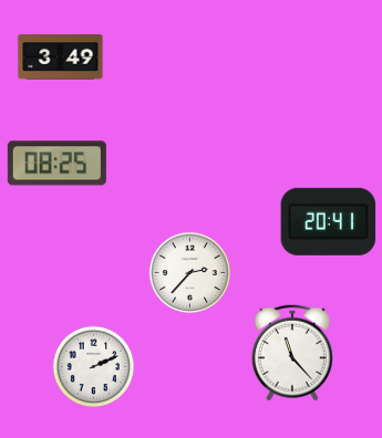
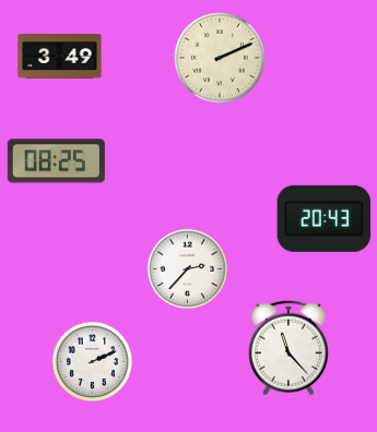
clock at (220, 58): none -> 2:11
clock at (329, 221): 20:41 -> 20:43
